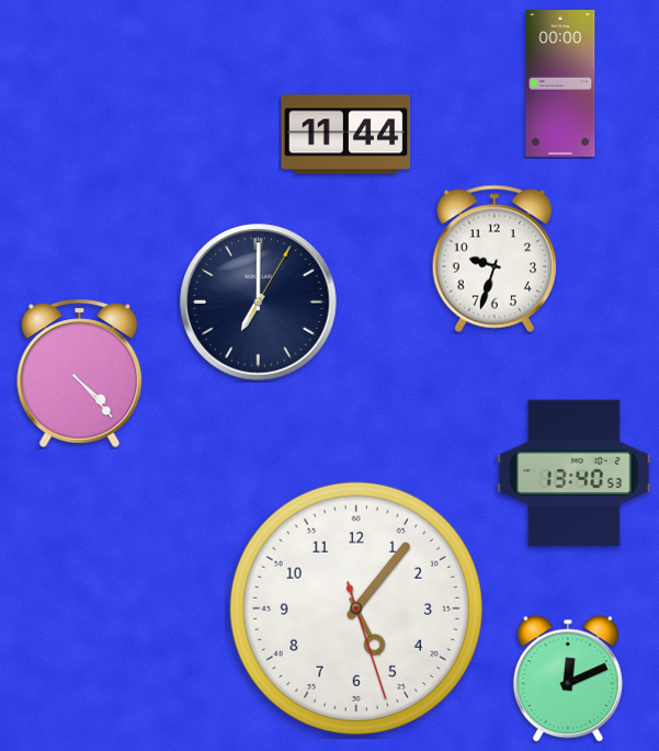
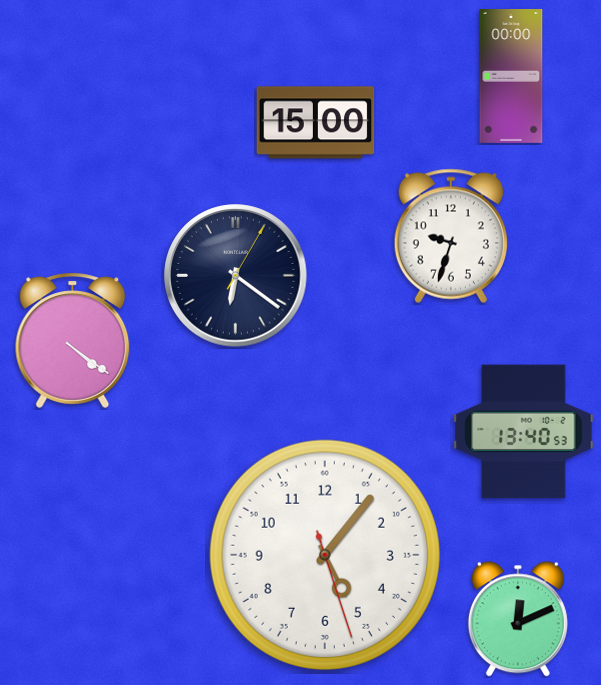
clock at (346, 135): 11:44 -> 15:00
clock at (259, 303): 7:00 -> 6:21
clock at (80, 373): 4:23 -> 4:21
